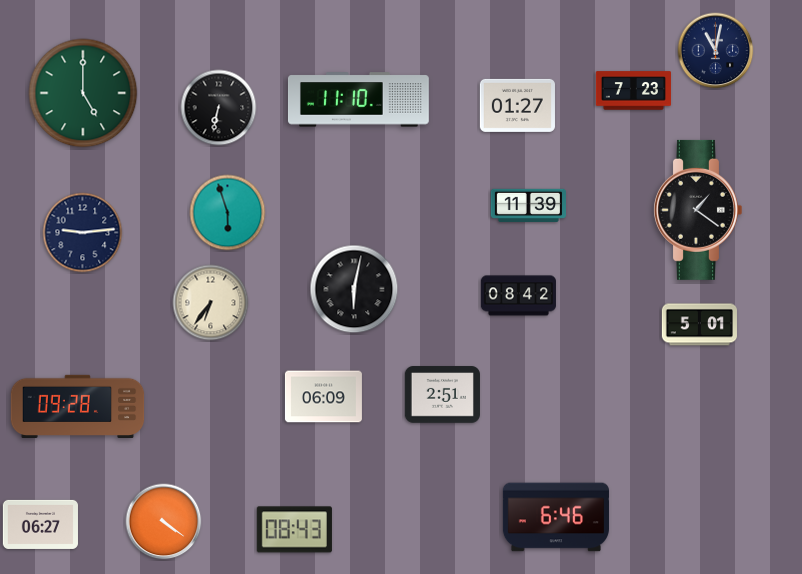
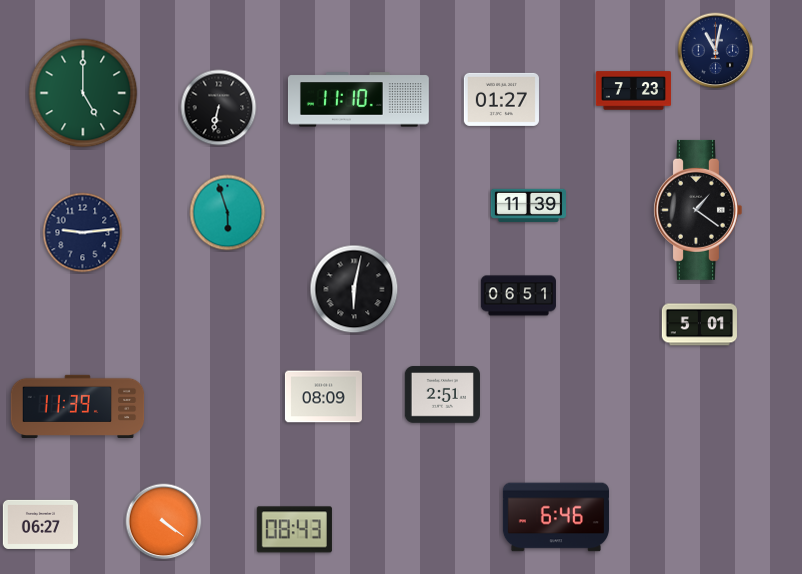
clock at (517, 105) position: (517, 105) -> (501, 99)
clock at (518, 296): 08:42 -> 06:51
clock at (211, 303): 6:36 -> none
clock at (323, 397): 06:09 -> 08:09
clock at (78, 406): 09:28 -> 11:39
